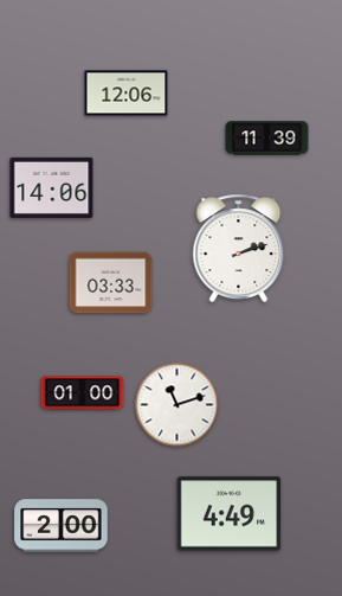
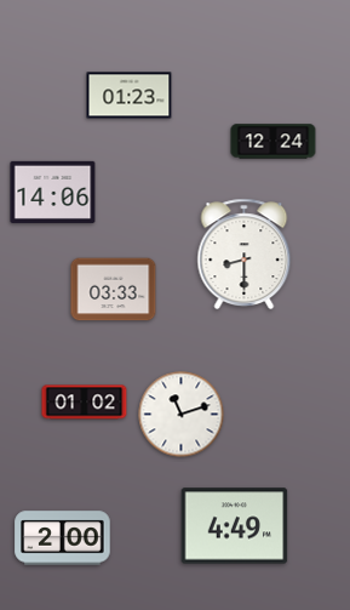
clock at (127, 94): 12:06 -> 01:23
clock at (267, 139): 11:39 -> 12:24
clock at (239, 249): 2:12 -> 8:30
clock at (83, 393): 01:00 -> 01:02
